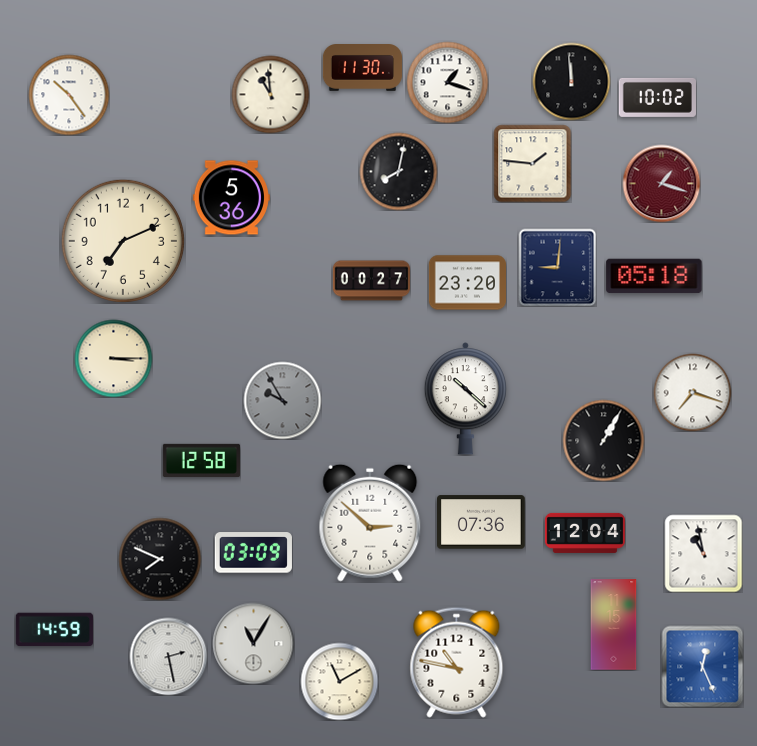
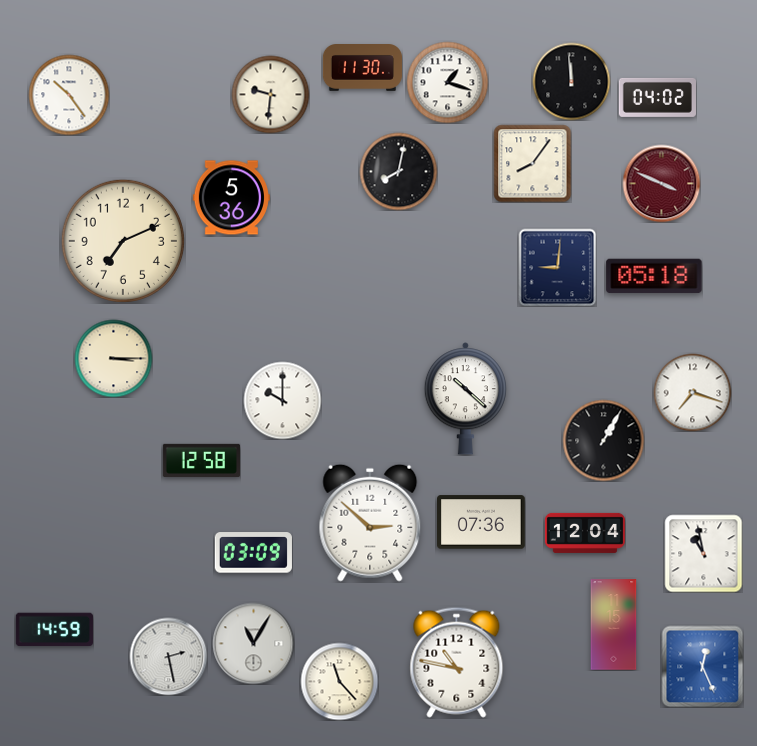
clock at (270, 94): 10:59 -> 9:31
clock at (657, 97): 10:02 -> 04:02
clock at (532, 163): 1:46 -> 8:06
clock at (661, 183): 1:18 -> 3:49
clock at (371, 281): 00:27 -> none
clock at (467, 283): 23:20 -> none
clock at (282, 400): 9:55 -> 10:00
clock at (282, 400) dial: grey -> white
clock at (160, 559): 7:49 -> none
clock at (339, 681): 11:10 -> 11:23
